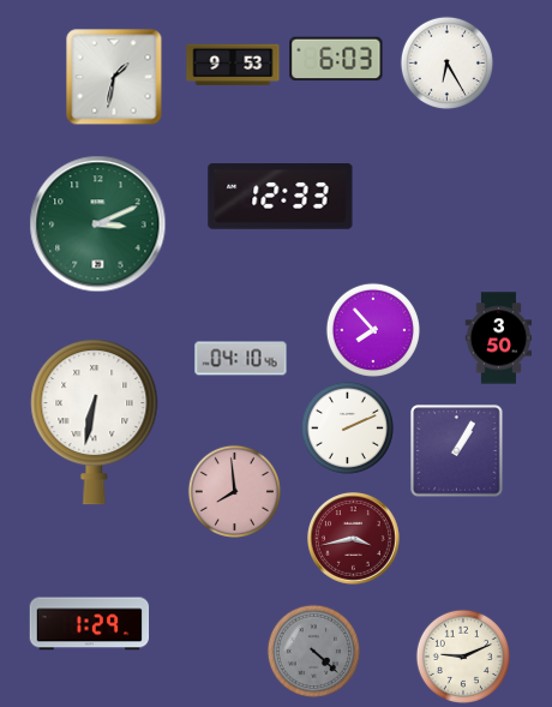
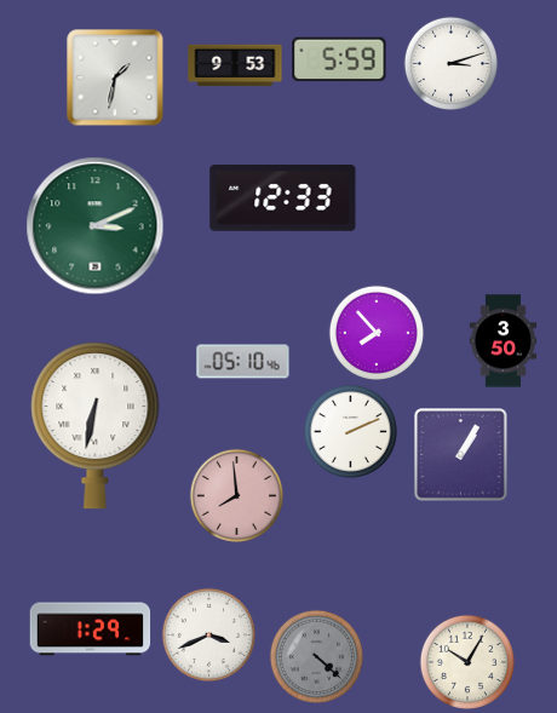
clock at (336, 59): 6:03 -> 5:59
clock at (446, 62): 6:25 -> 3:12
clock at (98, 224) position: (98, 224) -> (96, 226)
clock at (241, 359): 04:10 -> 05:10
clock at (354, 539): 3:43 -> none
clock at (208, 634): none -> 3:41
clock at (463, 657): 9:11 -> 10:05
